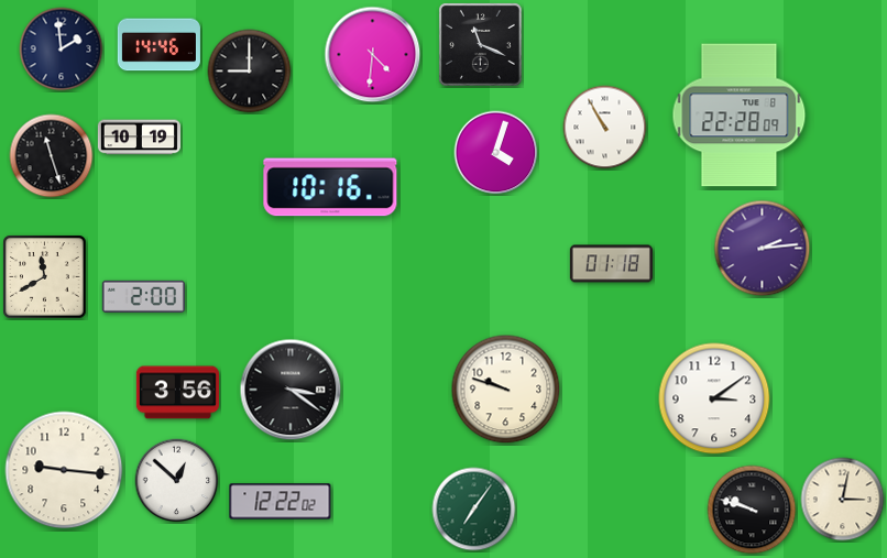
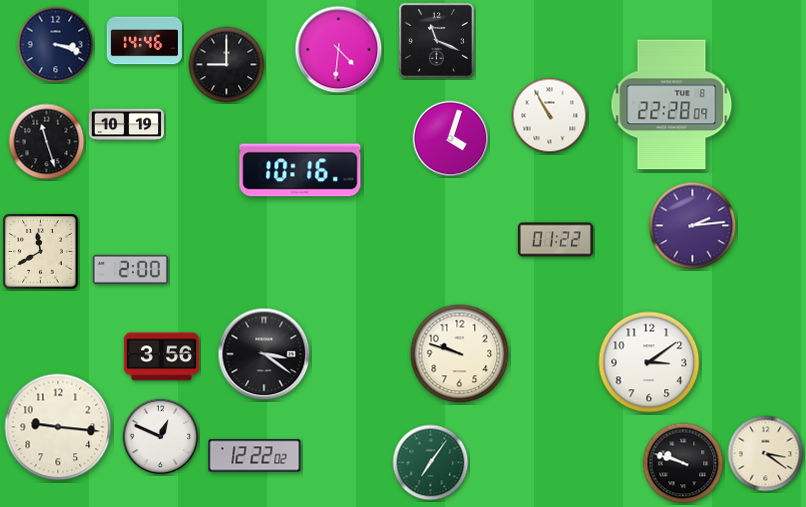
clock at (62, 50): 1:59 -> 3:18
clock at (611, 264): 01:18 -> 01:22
clock at (177, 481): 12:52 -> 12:49
clock at (843, 500): 3:02 -> 3:21
